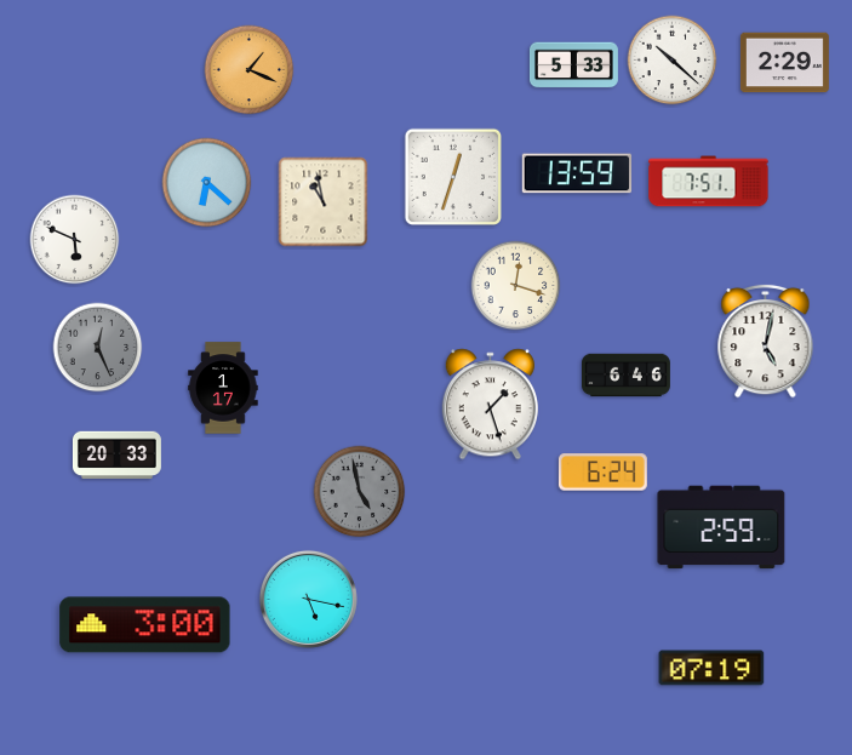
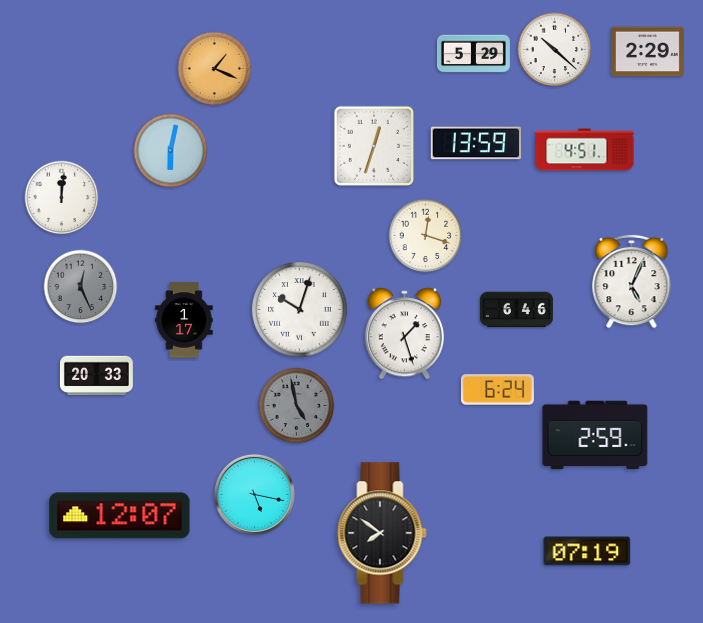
clock at (573, 65): 5:33 -> 5:29
clock at (250, 70) position: (250, 70) -> (215, 69)
clock at (709, 182): 7:51 -> 4:51
clock at (207, 183): 6:22 -> 6:02
clock at (324, 202): 10:58 -> none
clock at (75, 240): 5:49 -> 12:01
clock at (766, 341): 5:02 -> 5:04
clock at (300, 310): none -> 10:03
clock at (145, 625): 3:00 -> 12:07
clock at (382, 533): none -> 7:51
